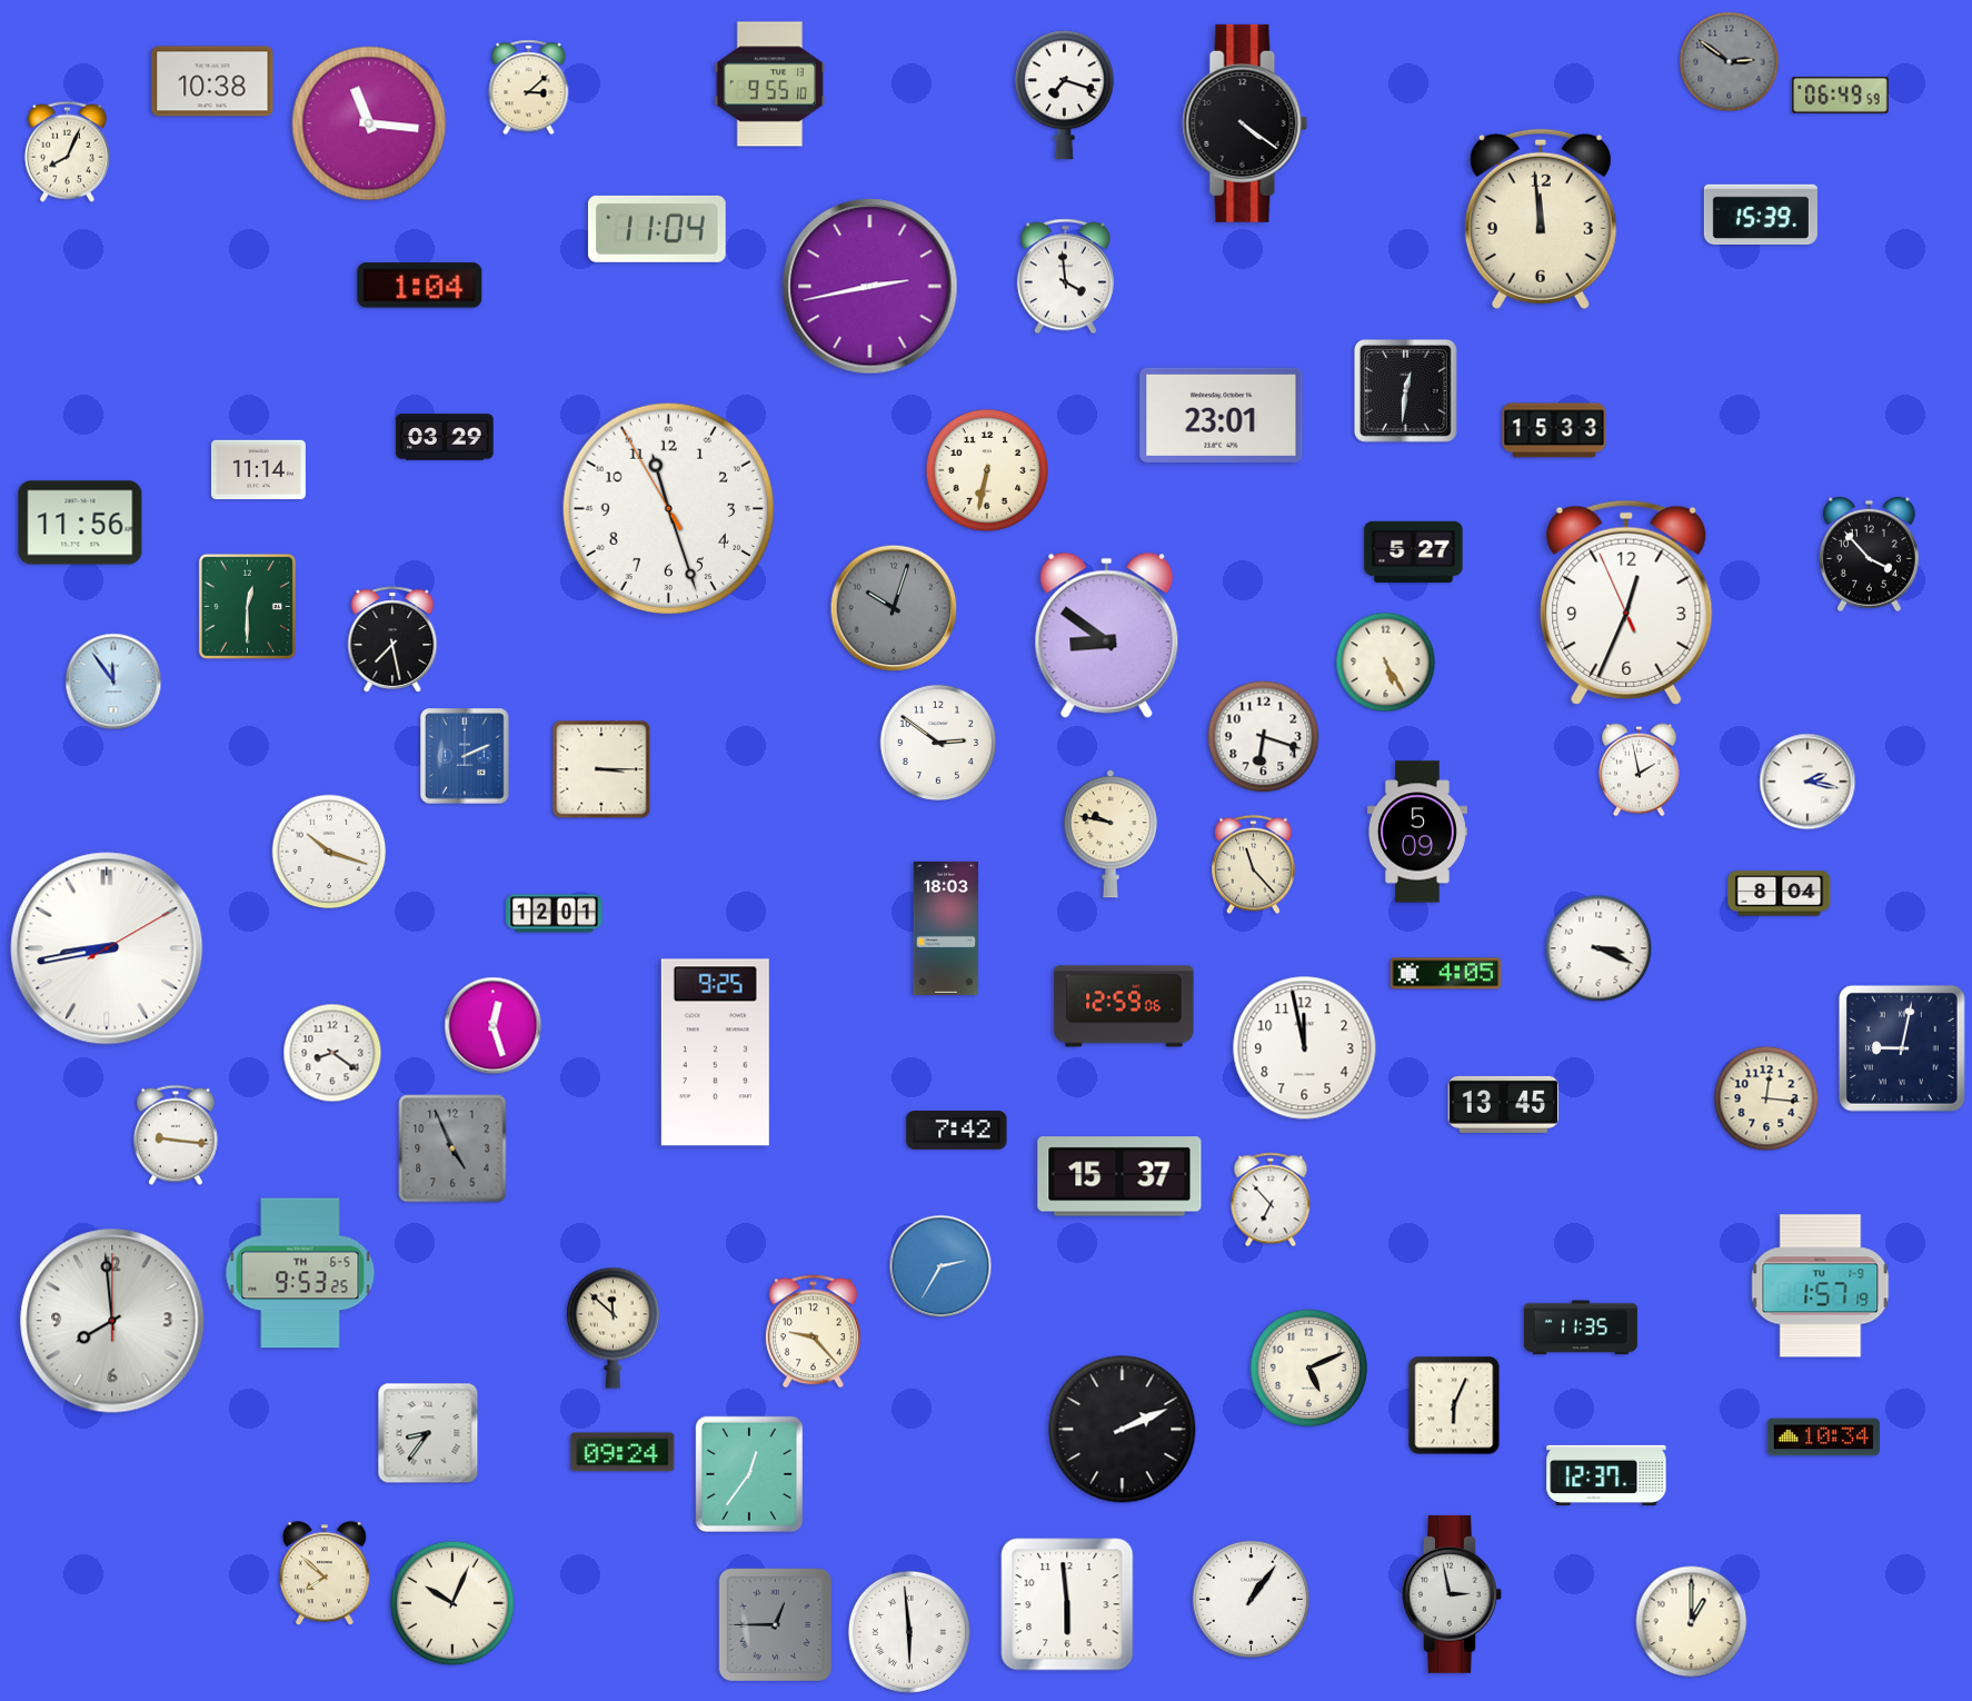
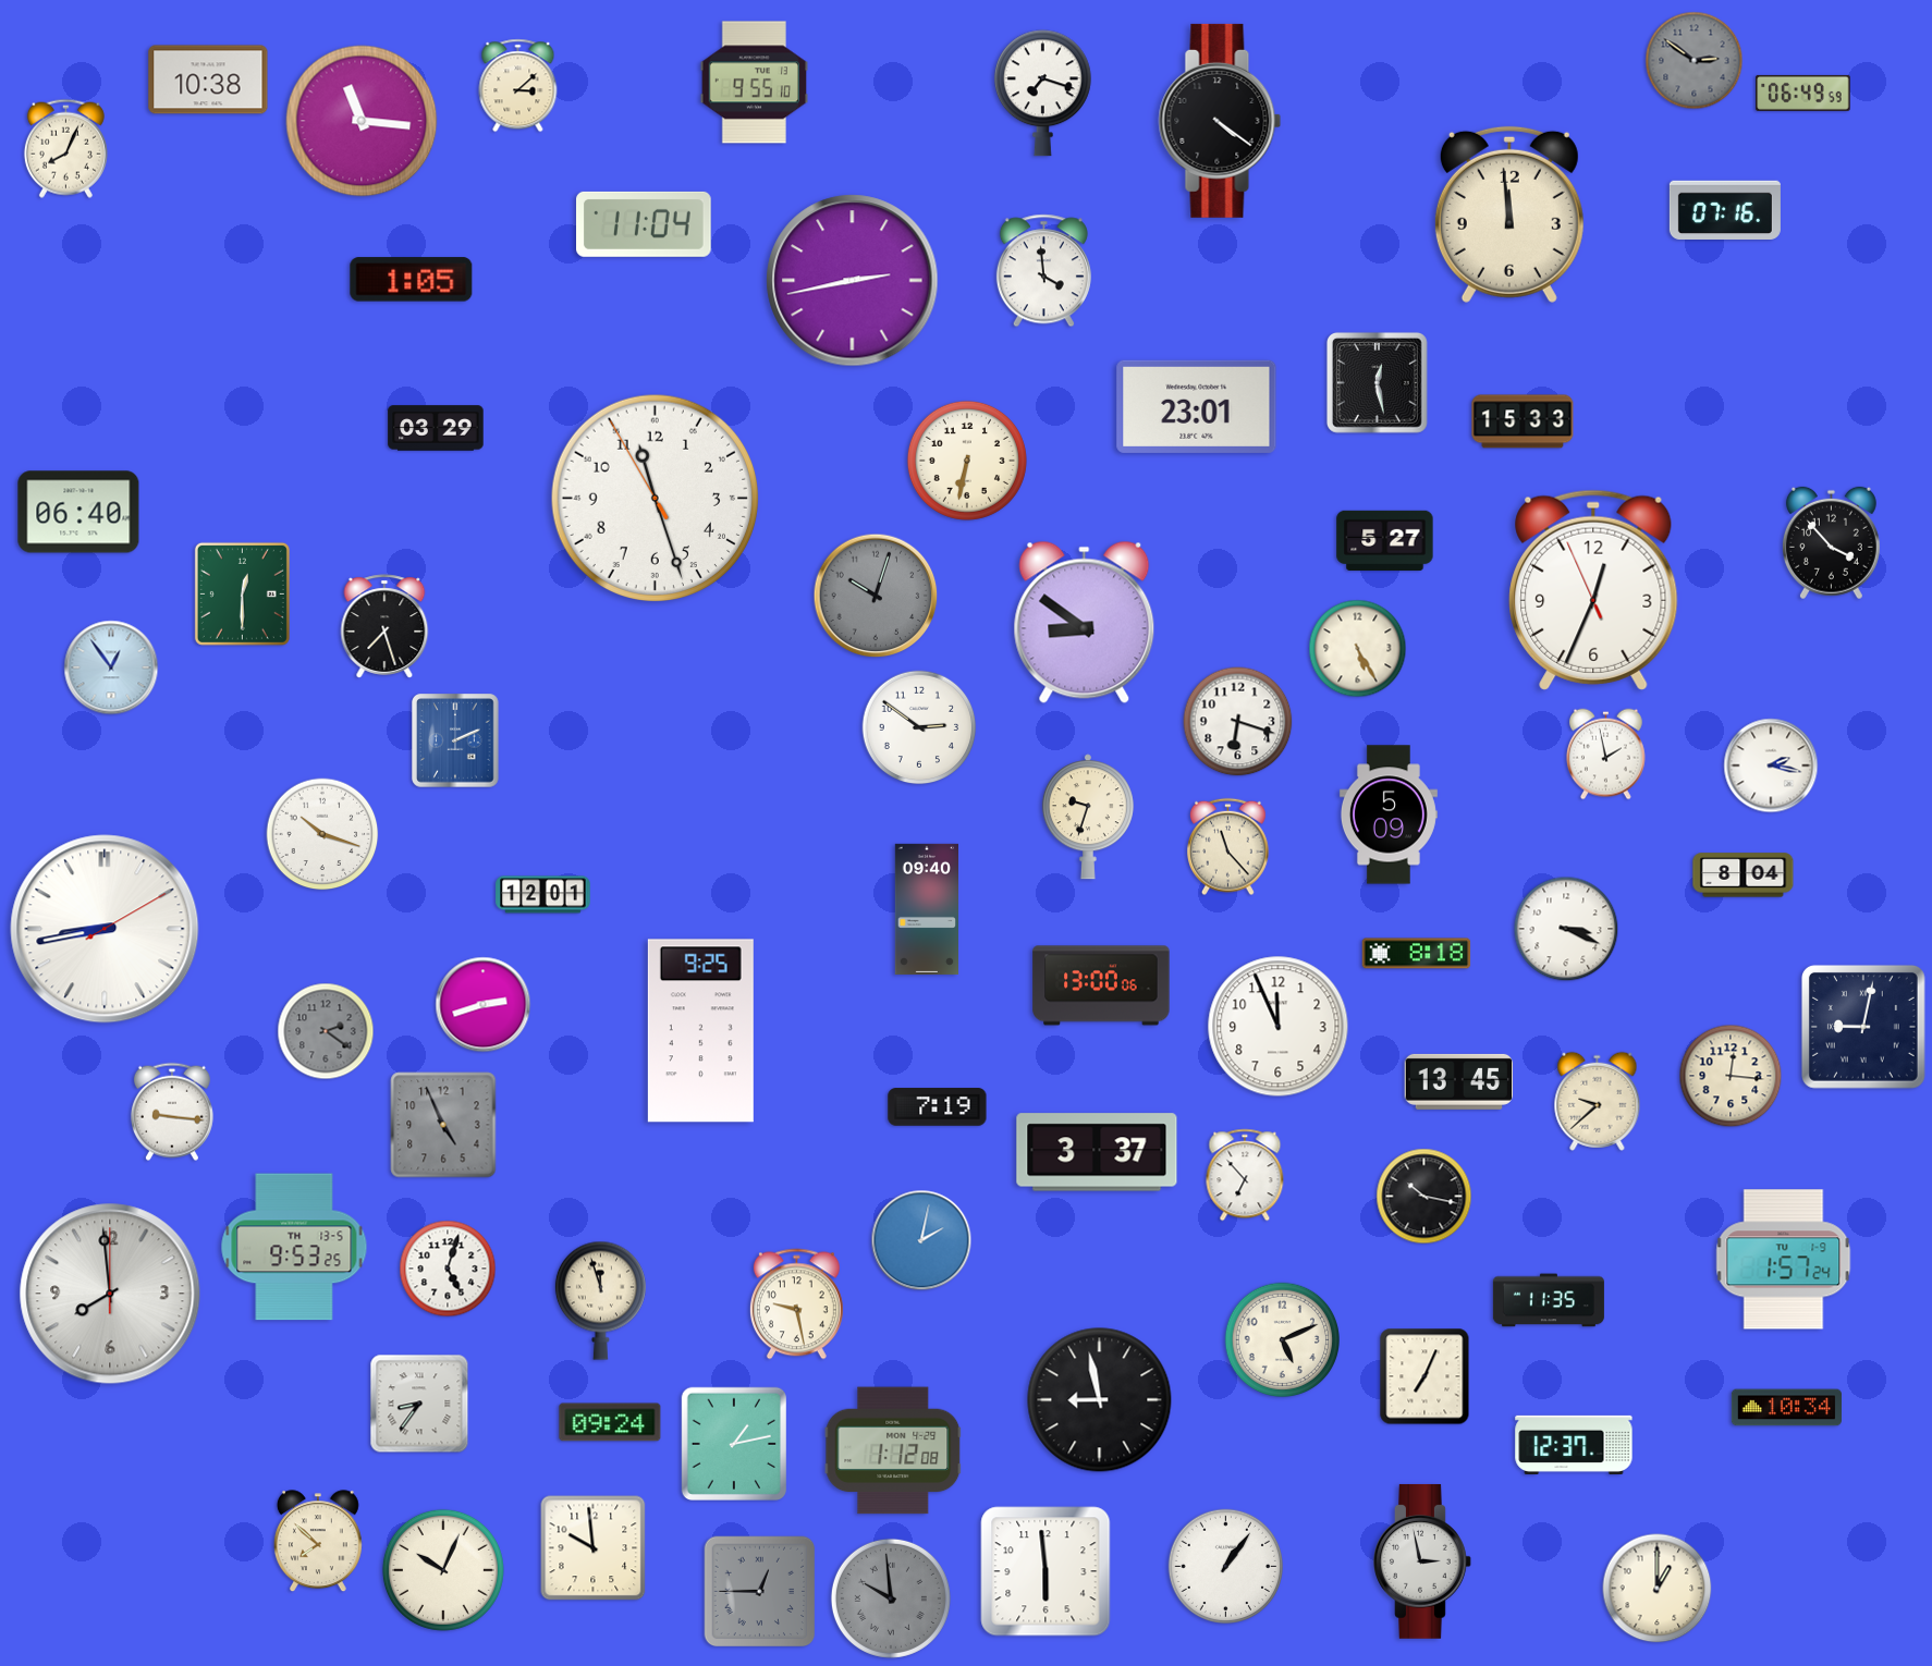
clock at (1761, 213): 15:39 -> 07:16
clock at (420, 286): 1:04 -> 1:05
clock at (1405, 390): 12:31 -> 12:28
clock at (258, 470): 11:14 -> none
clock at (80, 523): 11:56 -> 06:40
clock at (392, 639): 7:28 -> 7:27
clock at (113, 682): 11:54 -> 12:54
clock at (601, 769): 3:15 -> none
clock at (1111, 834): 9:47 -> 9:33
clock at (945, 928): 18:03 -> 09:40
clock at (1446, 974): 4:05 -> 8:18
clock at (1124, 1006): 12:59 -> 13:00
clock at (494, 1026): 12:27 -> 2:42
clock at (1305, 1048): 11:58 -> 11:56
clock at (332, 1053): 8:21 -> 2:21
clock at (332, 1053) dial: white -> grey
clock at (1504, 1104) position: (1504, 1104) -> (1459, 1081)
clock at (1598, 1101): none -> 9:38
clock at (957, 1131): 7:42 -> 7:19
clock at (1119, 1176): 15:37 -> 3:37
clock at (1424, 1197): none -> 10:17
clock at (940, 1266): 2:35 -> 2:02
clock at (300, 1273) date: TH 6-5 -> TH 13-5
clock at (1821, 1286): 1:57:19 -> 1:57:24
clock at (448, 1269): none -> 5:03
clock at (612, 1327): 11:52 -> 11:57
clock at (813, 1332): 9:23 -> 9:28
clock at (1454, 1405): 6:04 -> 7:04
clock at (1123, 1430): 2:11 -> 8:58
clock at (748, 1473): 12:36 -> 1:13
clock at (893, 1450): none -> 1:12
clock at (594, 1548): none -> 9:59
clock at (909, 1632): 5:59 -> 9:59
clock at (909, 1632) dial: white -> grey
